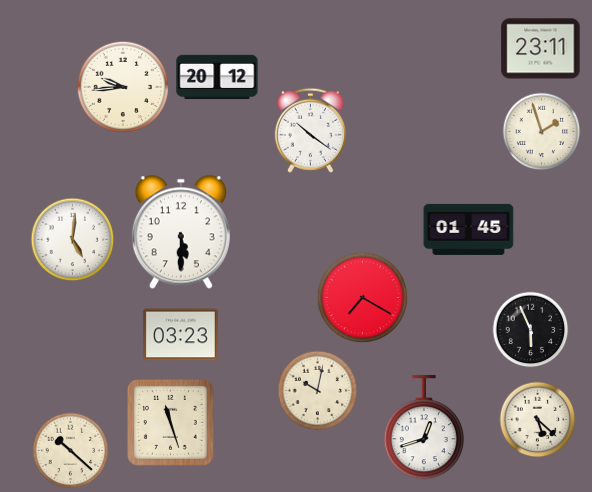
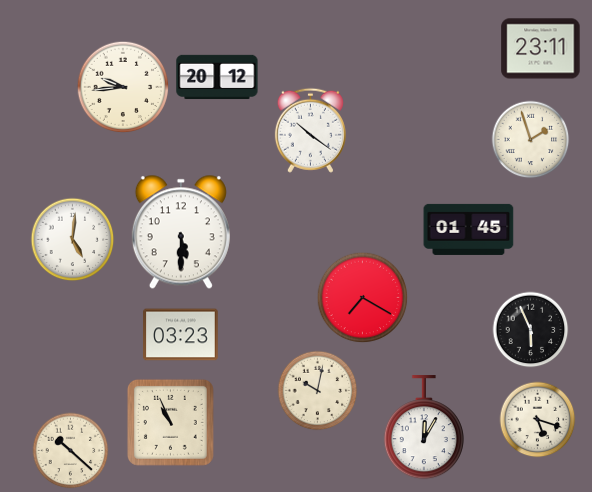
clock at (542, 132) position: (542, 132) -> (531, 140)
clock at (538, 420): 5:22 -> 5:18
clock at (170, 422): 11:27 -> 10:56
clock at (424, 428): 12:42 -> 12:05
